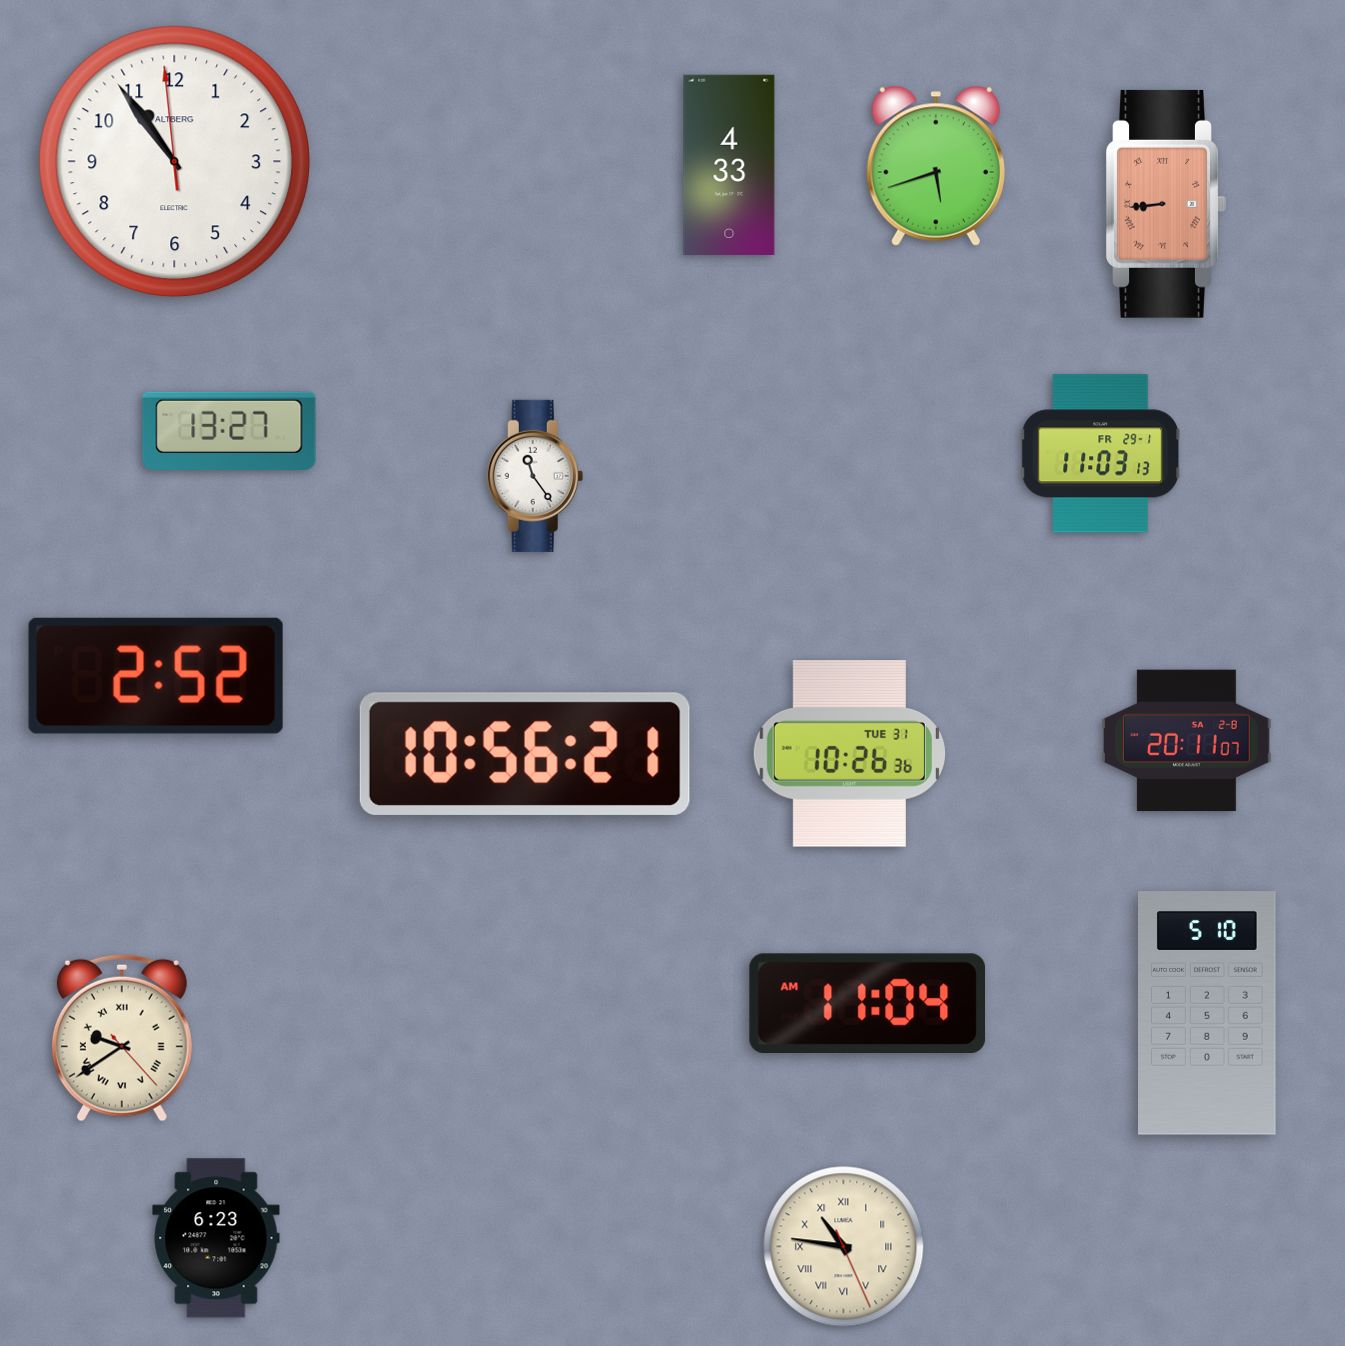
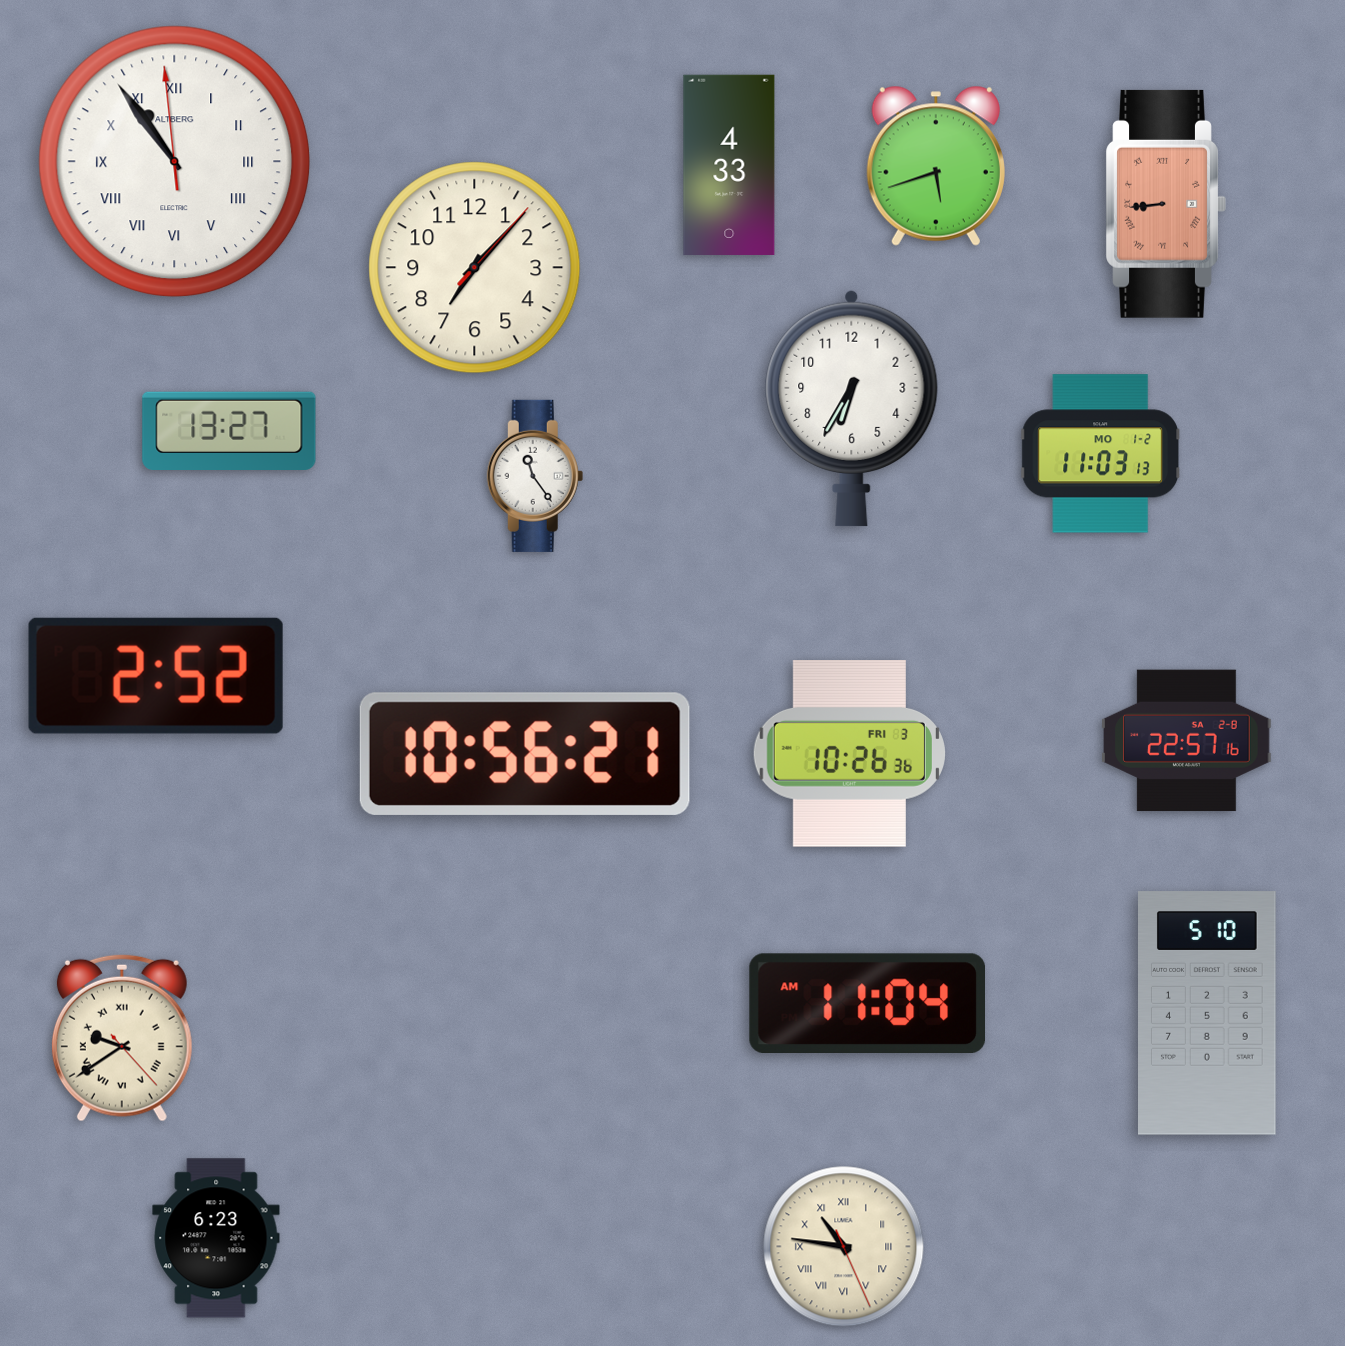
clock at (175, 162) numerals: Arabic -> Roman
clock at (475, 268): none -> 7:07
clock at (852, 408): none -> 6:35
clock at (1101, 454) date: FR 29-1 -> MO 1-2
clock at (1187, 741): 20:11 -> 22:57
clock at (849, 754) date: TUE 31 -> FRI 3
